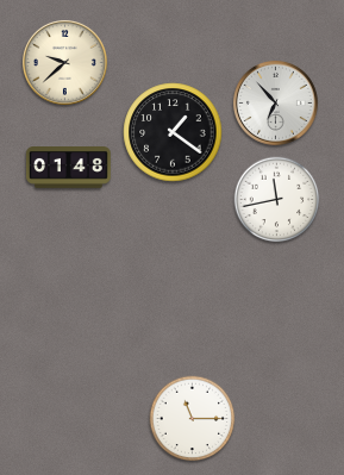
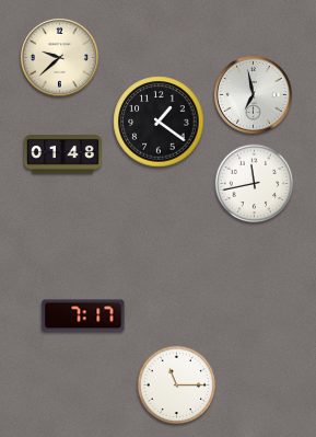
clock at (275, 102): 6:53 -> 6:58
clock at (83, 315): none -> 7:17
